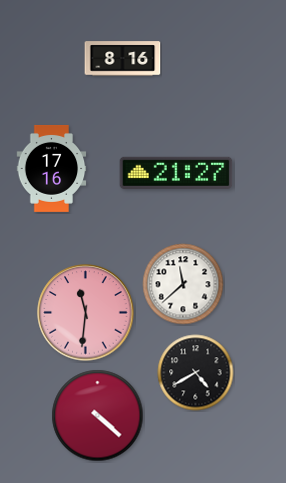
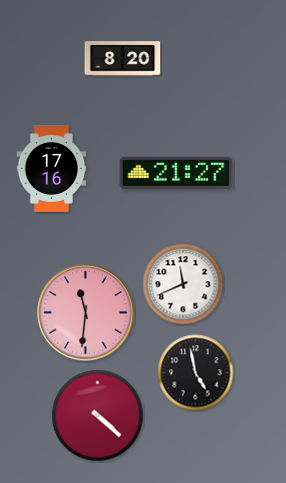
clock at (123, 59): 8:16 -> 8:20
clock at (183, 284): 11:38 -> 11:41
clock at (196, 373): 4:40 -> 4:58
